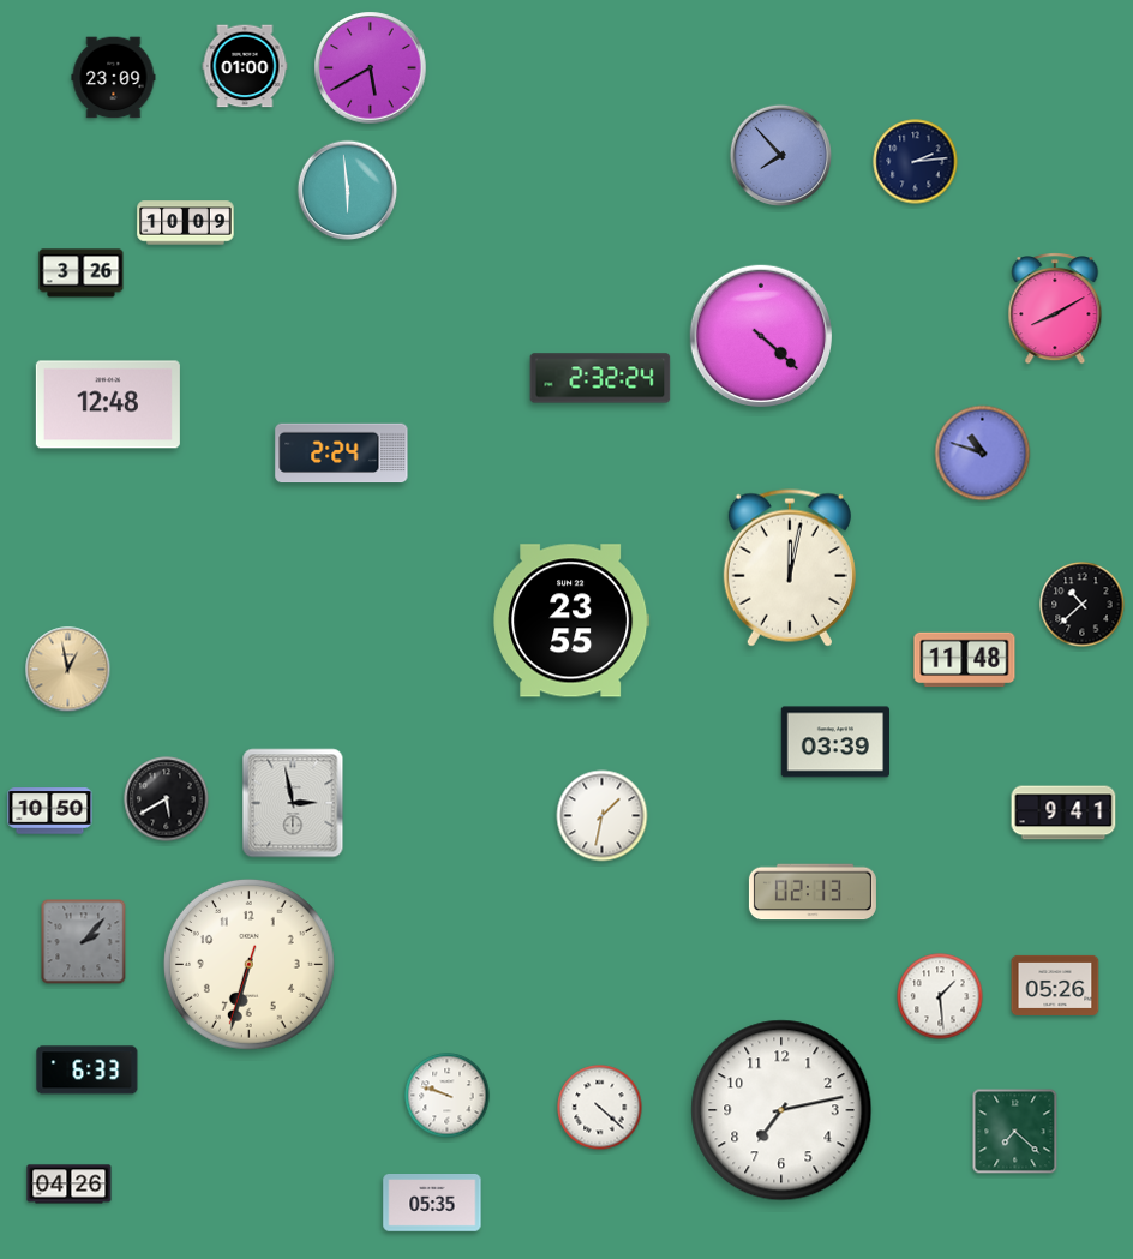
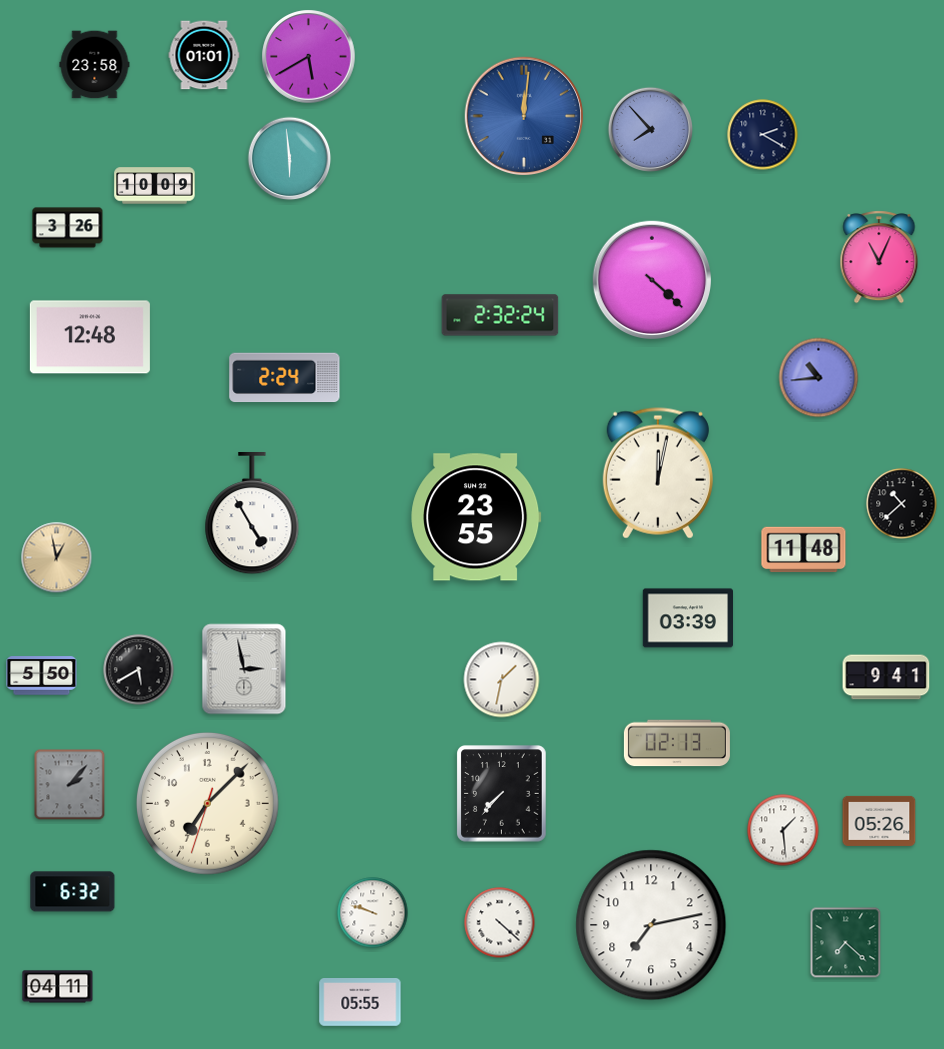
clock at (245, 66): 01:00 -> 01:01
clock at (114, 78): 23:09 -> 23:58
clock at (523, 115): none -> 12:01
clock at (916, 162): 2:14 -> 2:20
clock at (1055, 308): 8:10 -> 11:04
clock at (760, 335) position: (760, 335) -> (651, 279)
clock at (983, 454): 10:48 -> 10:44
clock at (252, 514): none -> 4:55
clock at (834, 742) position: (834, 742) -> (687, 618)
clock at (167, 799) position: (167, 799) -> (139, 670)
clock at (50, 811): 10:50 -> 5:50
clock at (502, 794): none -> 7:37
clock at (248, 964): 6:32 -> 7:07
clock at (88, 1071): 6:33 -> 6:32
clock at (70, 1185): 04:26 -> 04:11
clock at (432, 1204): 05:35 -> 05:55
